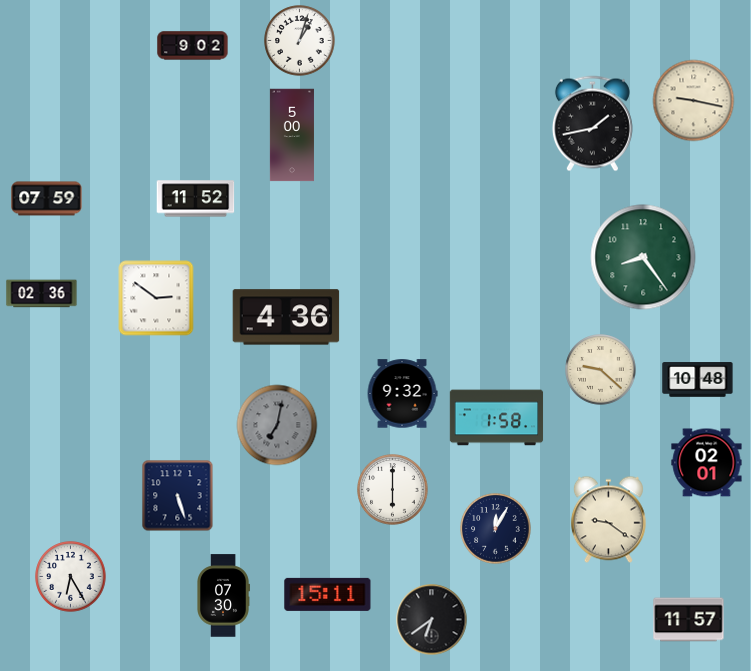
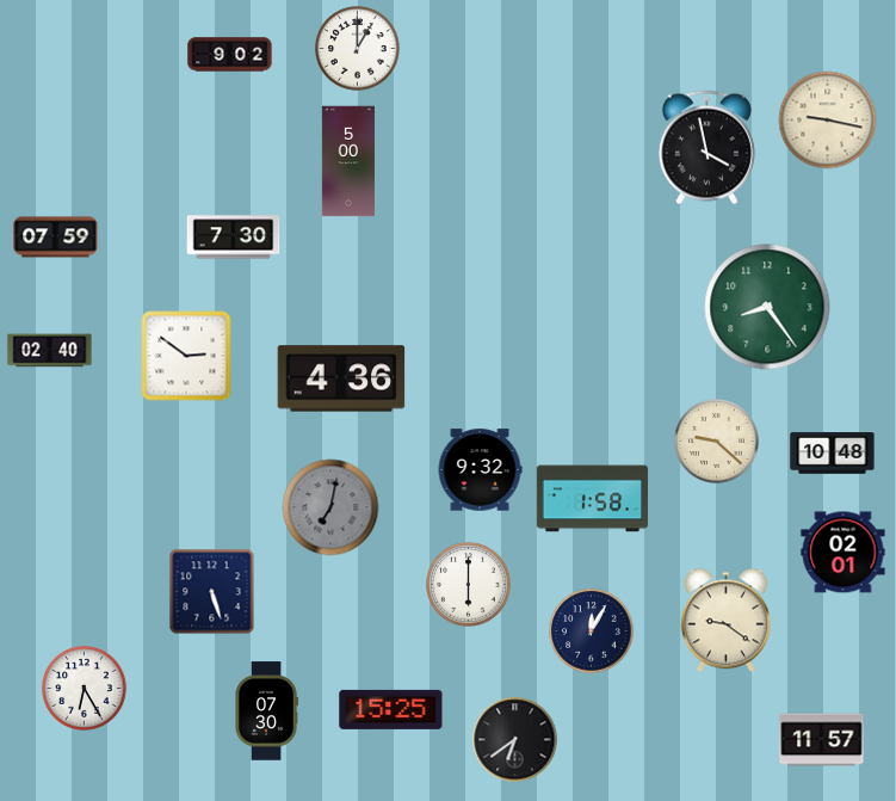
clock at (300, 41): 1:03 -> 1:00
clock at (592, 124): 1:43 -> 3:58
clock at (196, 199): 11:52 -> 7:30
clock at (42, 294): 02:36 -> 02:40
clock at (328, 594): 15:11 -> 15:25
